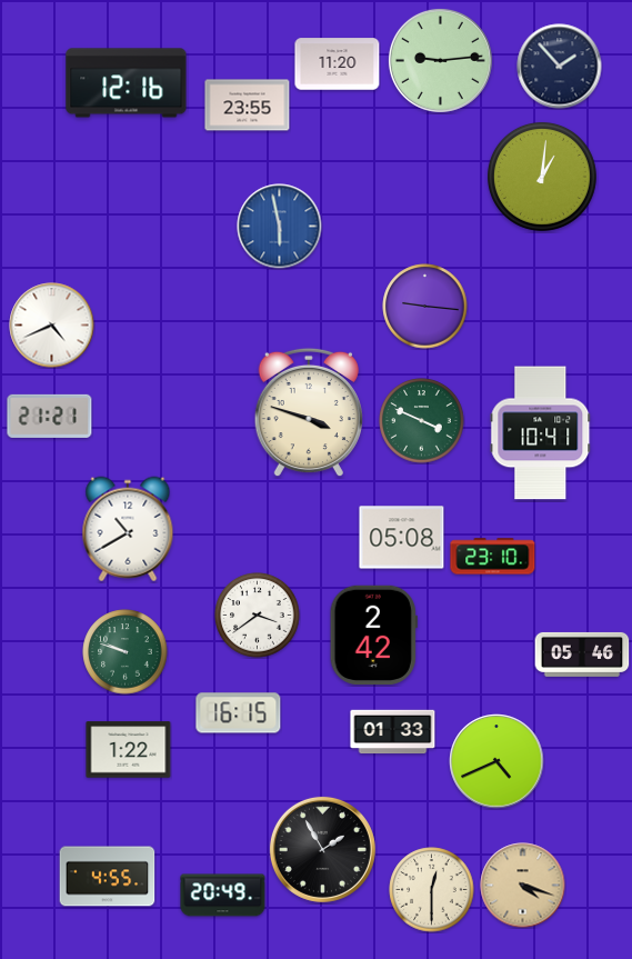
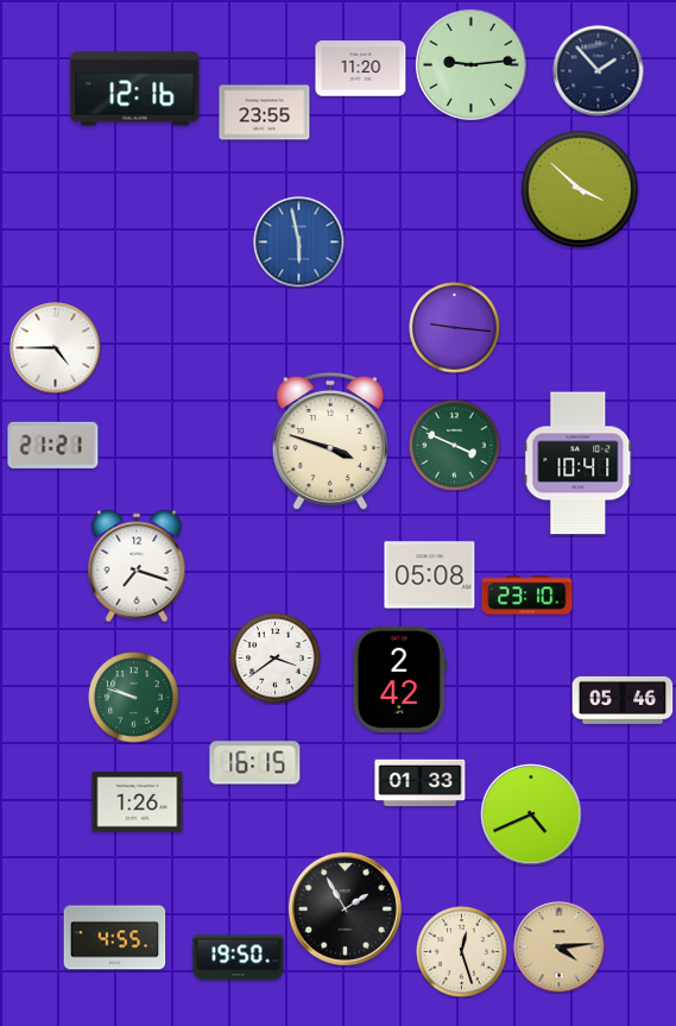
clock at (542, 177): 1:01 -> 3:52
clock at (52, 326): 4:41 -> 4:45
clock at (422, 421) position: (422, 421) -> (455, 446)
clock at (128, 529): 10:40 -> 7:18
clock at (129, 750): 1:22 -> 1:26
clock at (523, 886): 4:18 -> 4:14
clock at (432, 890): 12:30 -> 12:27
clock at (223, 896): 20:49 -> 19:50
